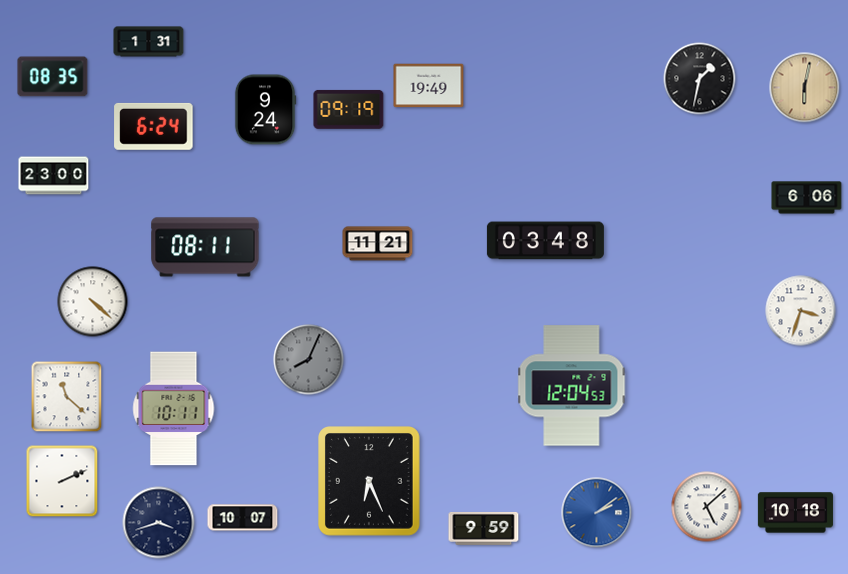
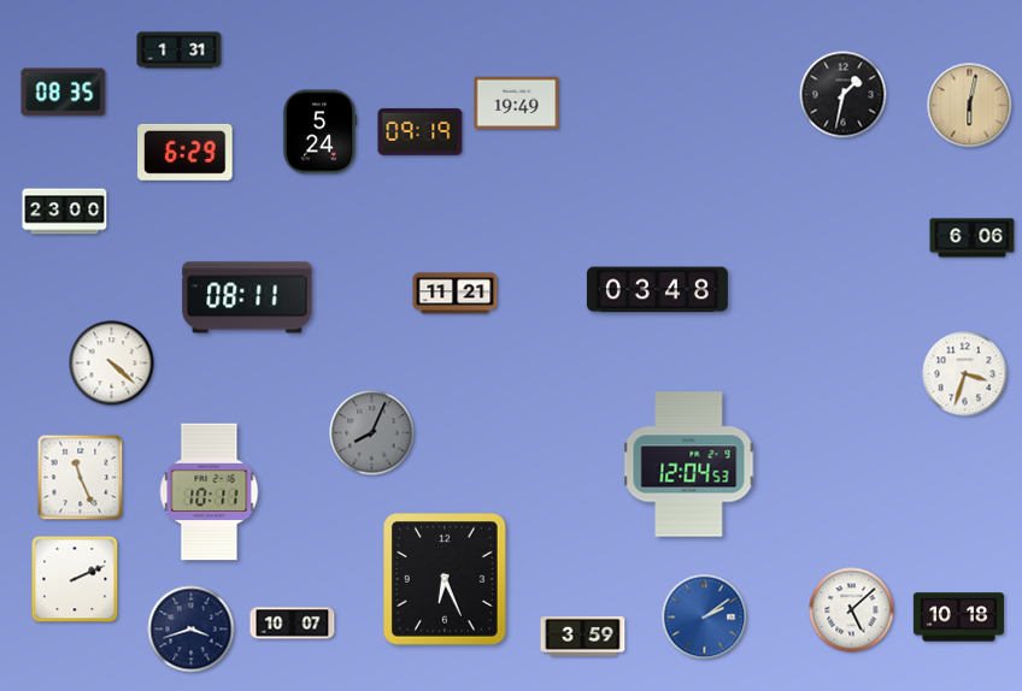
clock at (265, 110): 9:24 -> 5:24
clock at (154, 126): 6:24 -> 6:29
clock at (67, 397): 11:22 -> 11:26
clock at (597, 513) position: (597, 513) -> (705, 618)
clock at (484, 528): 9:59 -> 3:59
